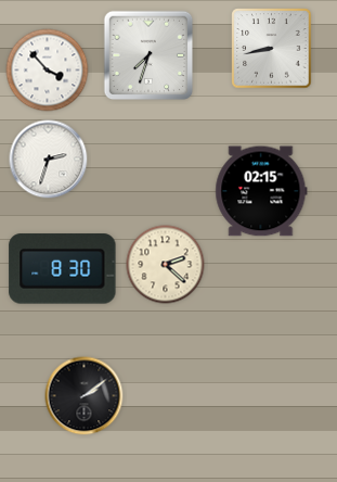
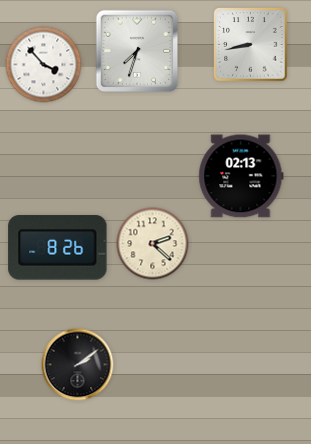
clock at (49, 160): 2:33 -> none
clock at (261, 191): 02:15 -> 02:13
clock at (63, 269): 8:30 -> 8:26
